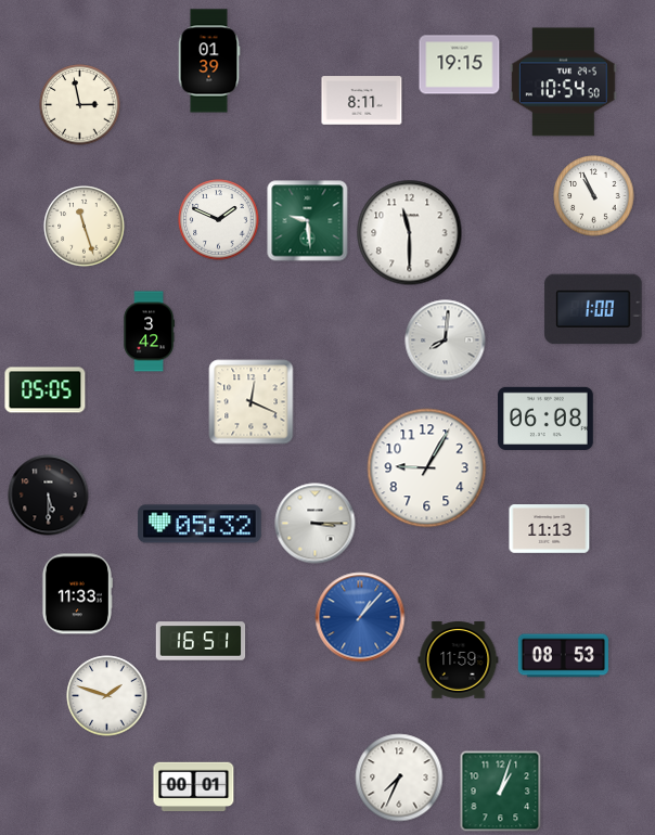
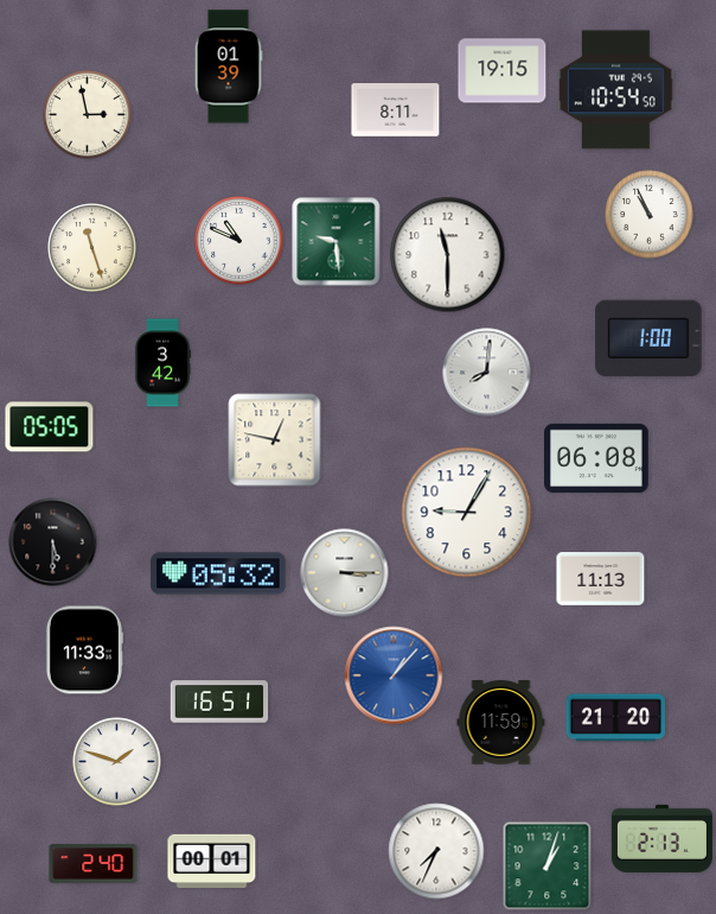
clock at (219, 220): 1:49 -> 10:49
clock at (252, 402): 12:19 -> 12:47
clock at (563, 656): 08:53 -> 21:20
clock at (661, 838): none -> 2:13
clock at (94, 864): none -> 2:40
